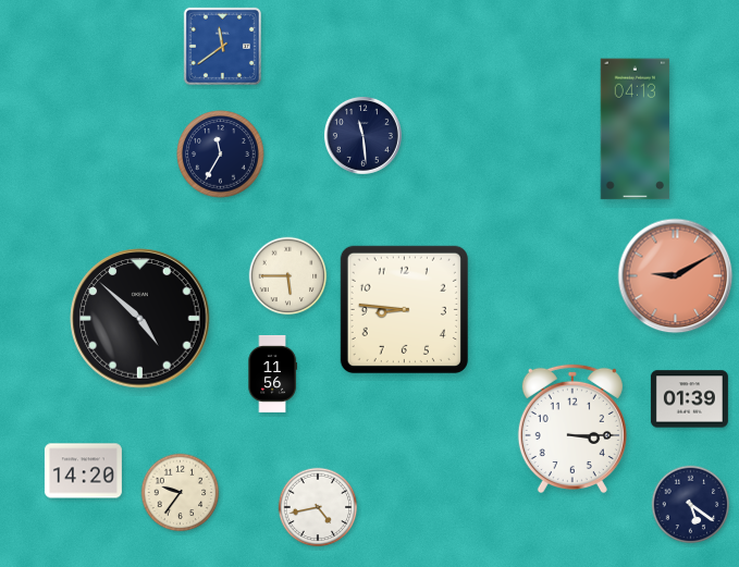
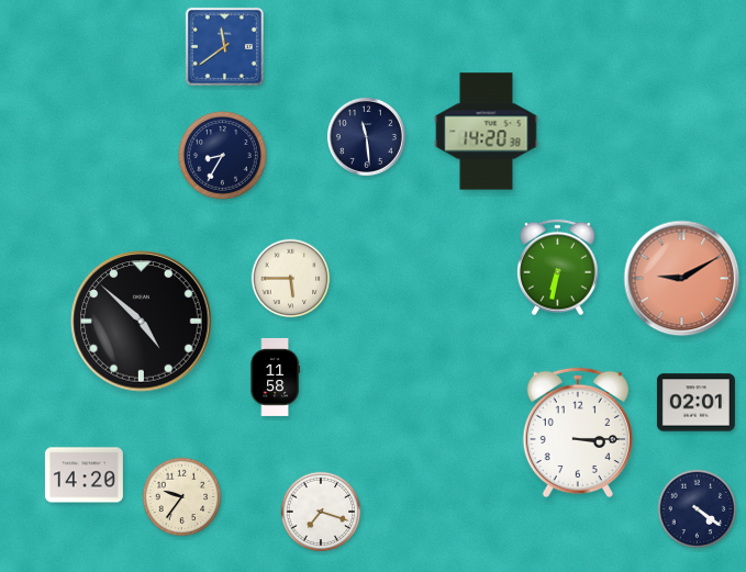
clock at (636, 130): 04:13 -> none
clock at (487, 132): none -> 14:20
clock at (221, 155): 11:35 -> 8:35
clock at (558, 268): none -> 6:32
clock at (404, 309): 8:46 -> none
clock at (272, 373): 11:56 -> 11:58
clock at (689, 399): 01:39 -> 02:01
clock at (691, 505): 5:21 -> 4:21
clock at (318, 507): 4:43 -> 7:18
